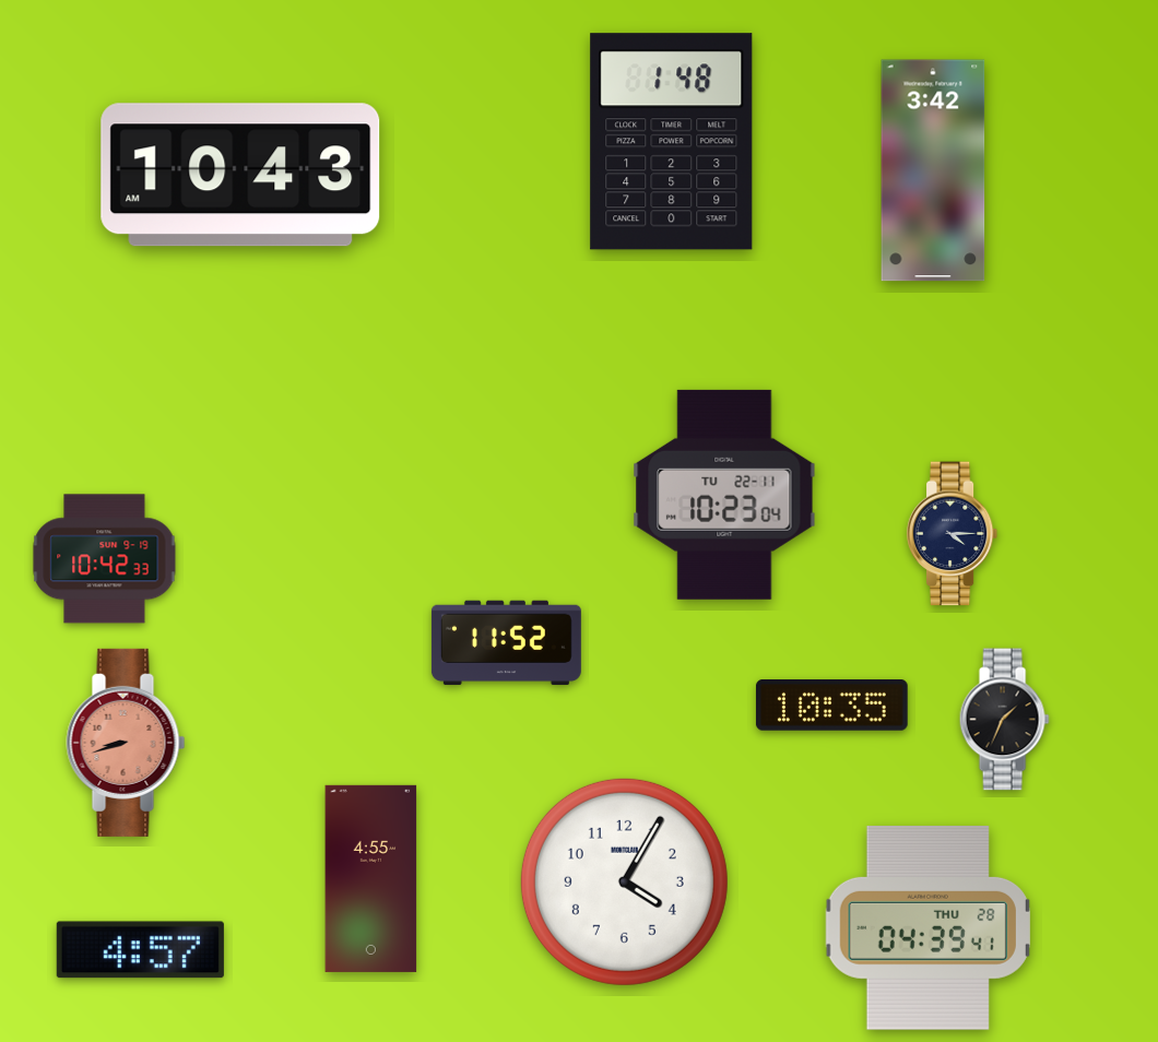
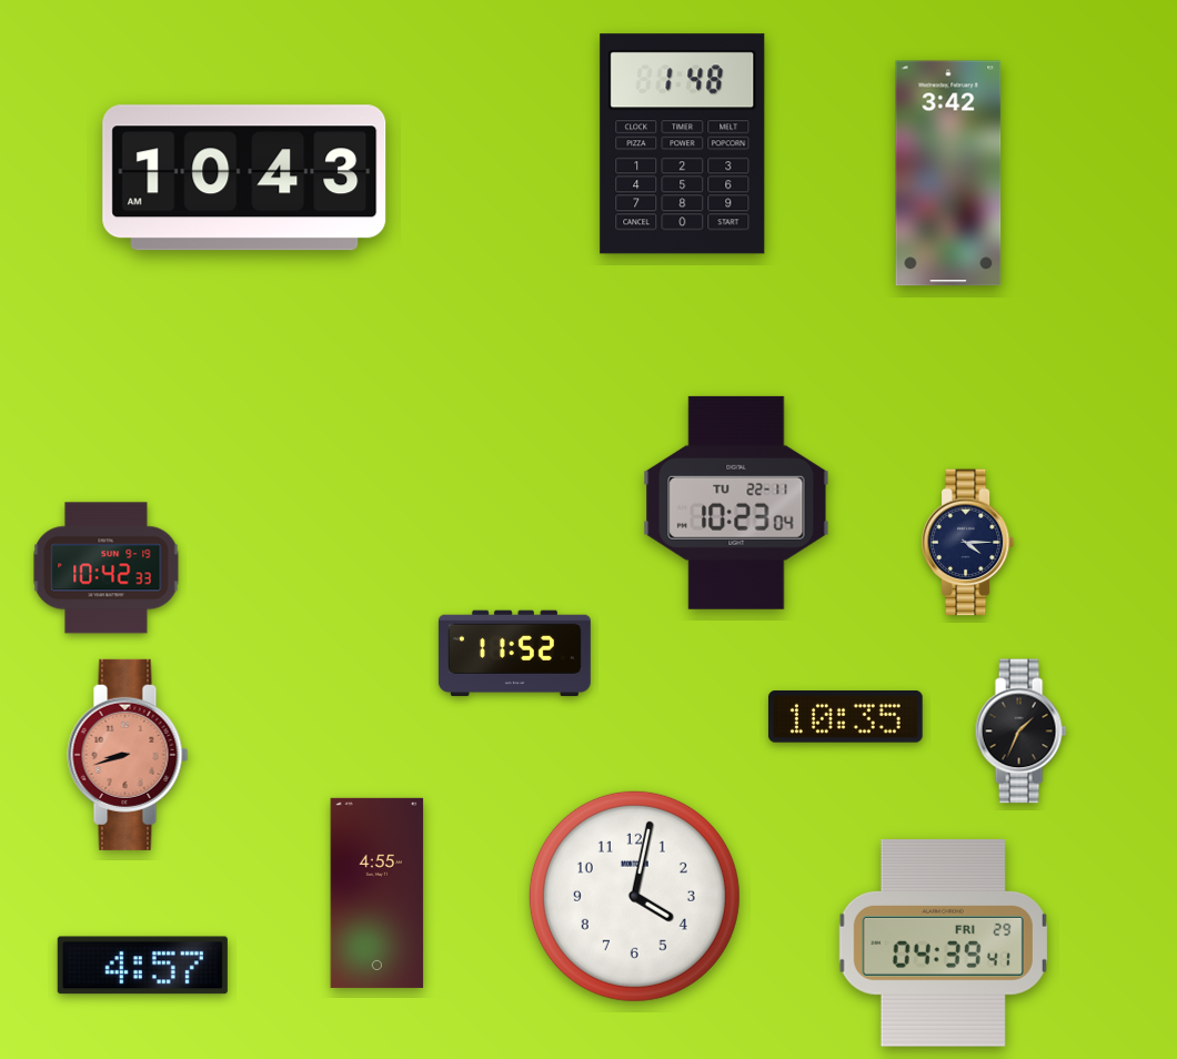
clock at (624, 881): 4:05 -> 4:02
clock at (927, 927) date: THU 28 -> FRI 29
